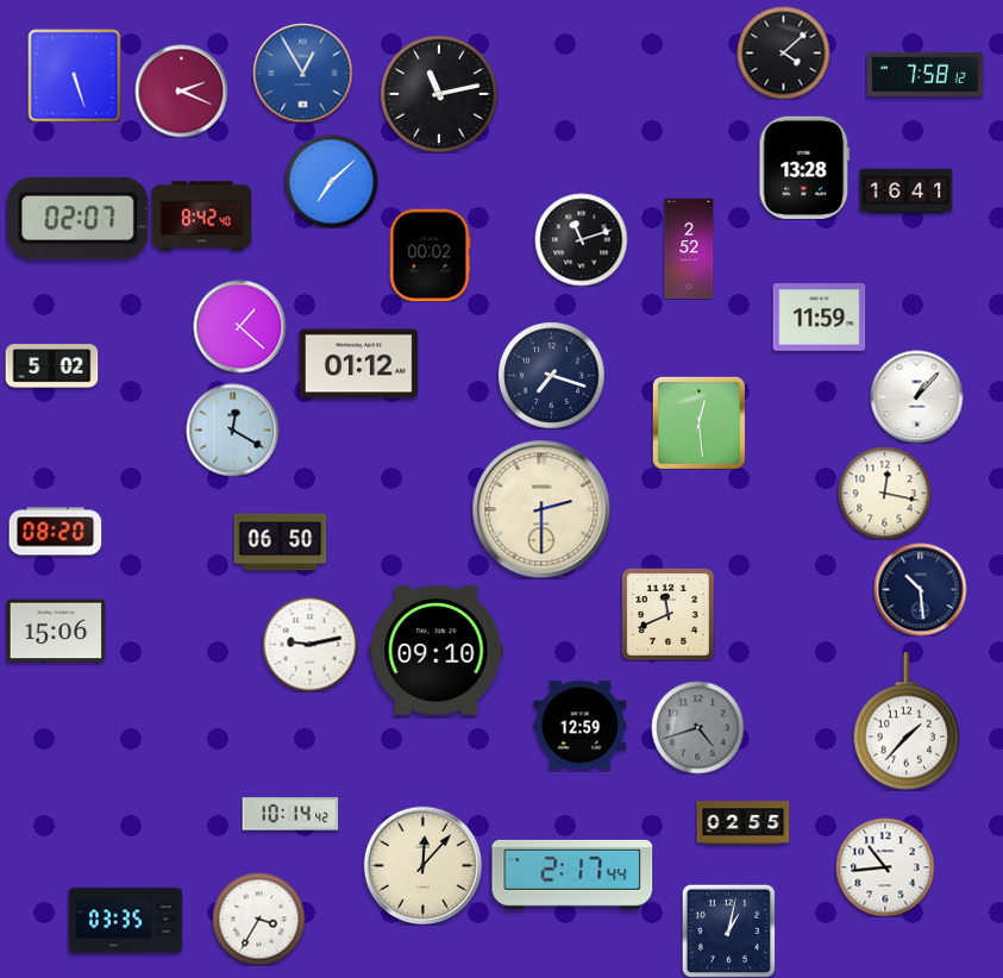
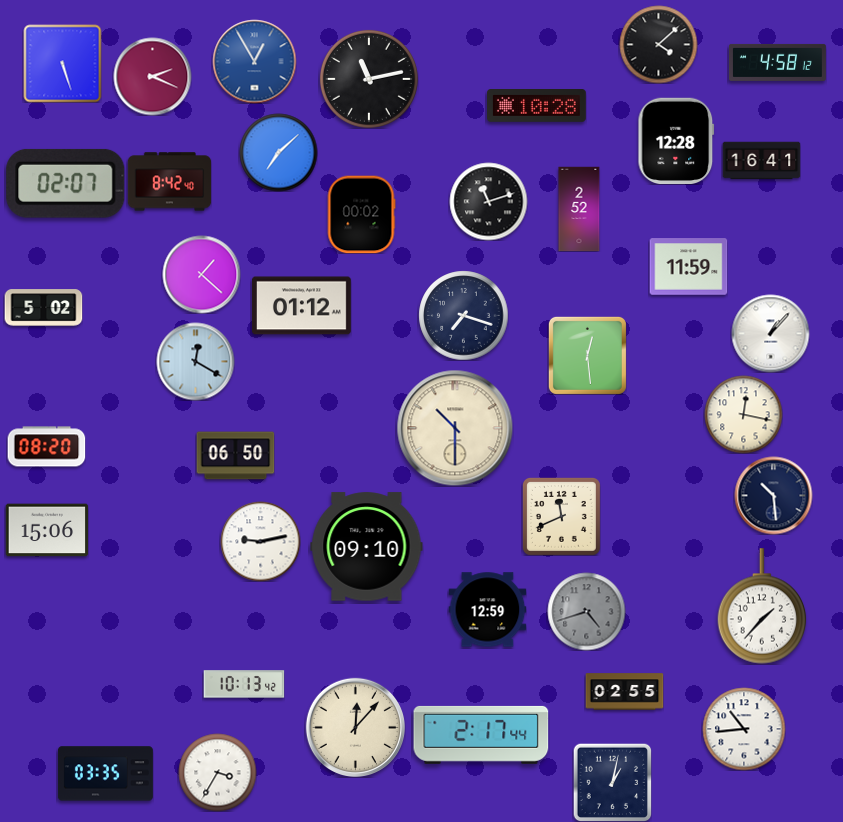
clock at (924, 74): 7:58 -> 4:58
clock at (537, 106): none -> 10:28
clock at (804, 167): 13:28 -> 12:28
clock at (541, 509): 2:30 -> 10:30
clock at (290, 814): 10:14 -> 10:13
